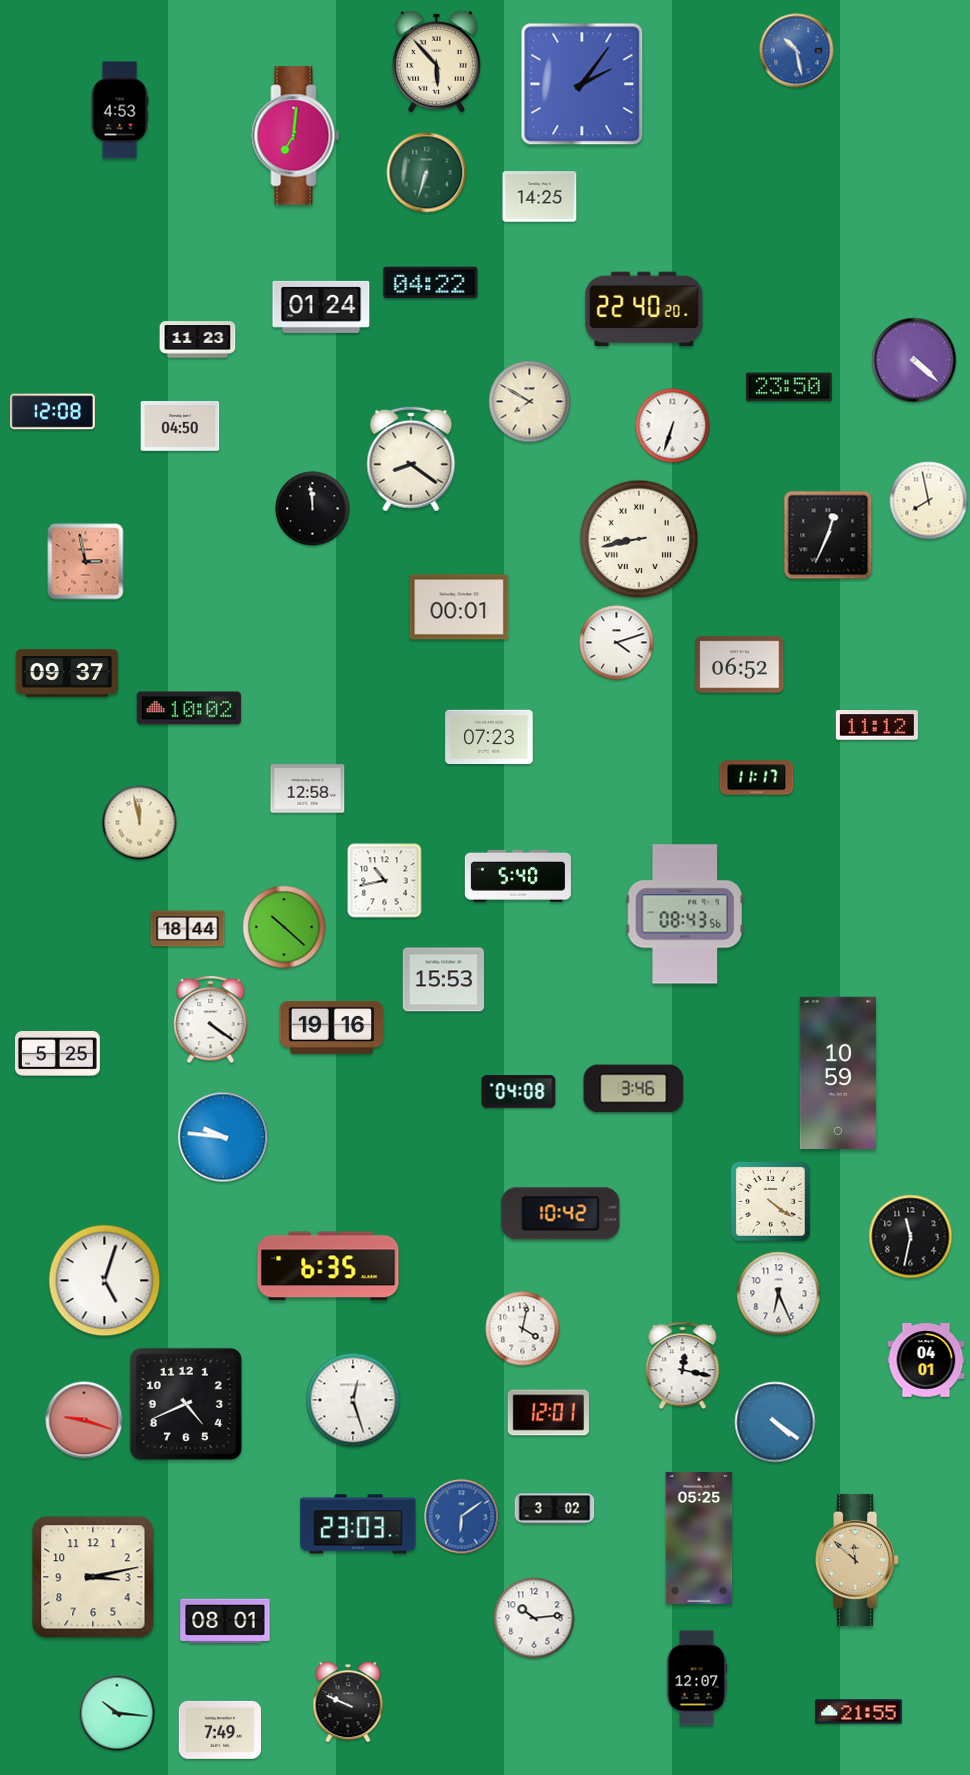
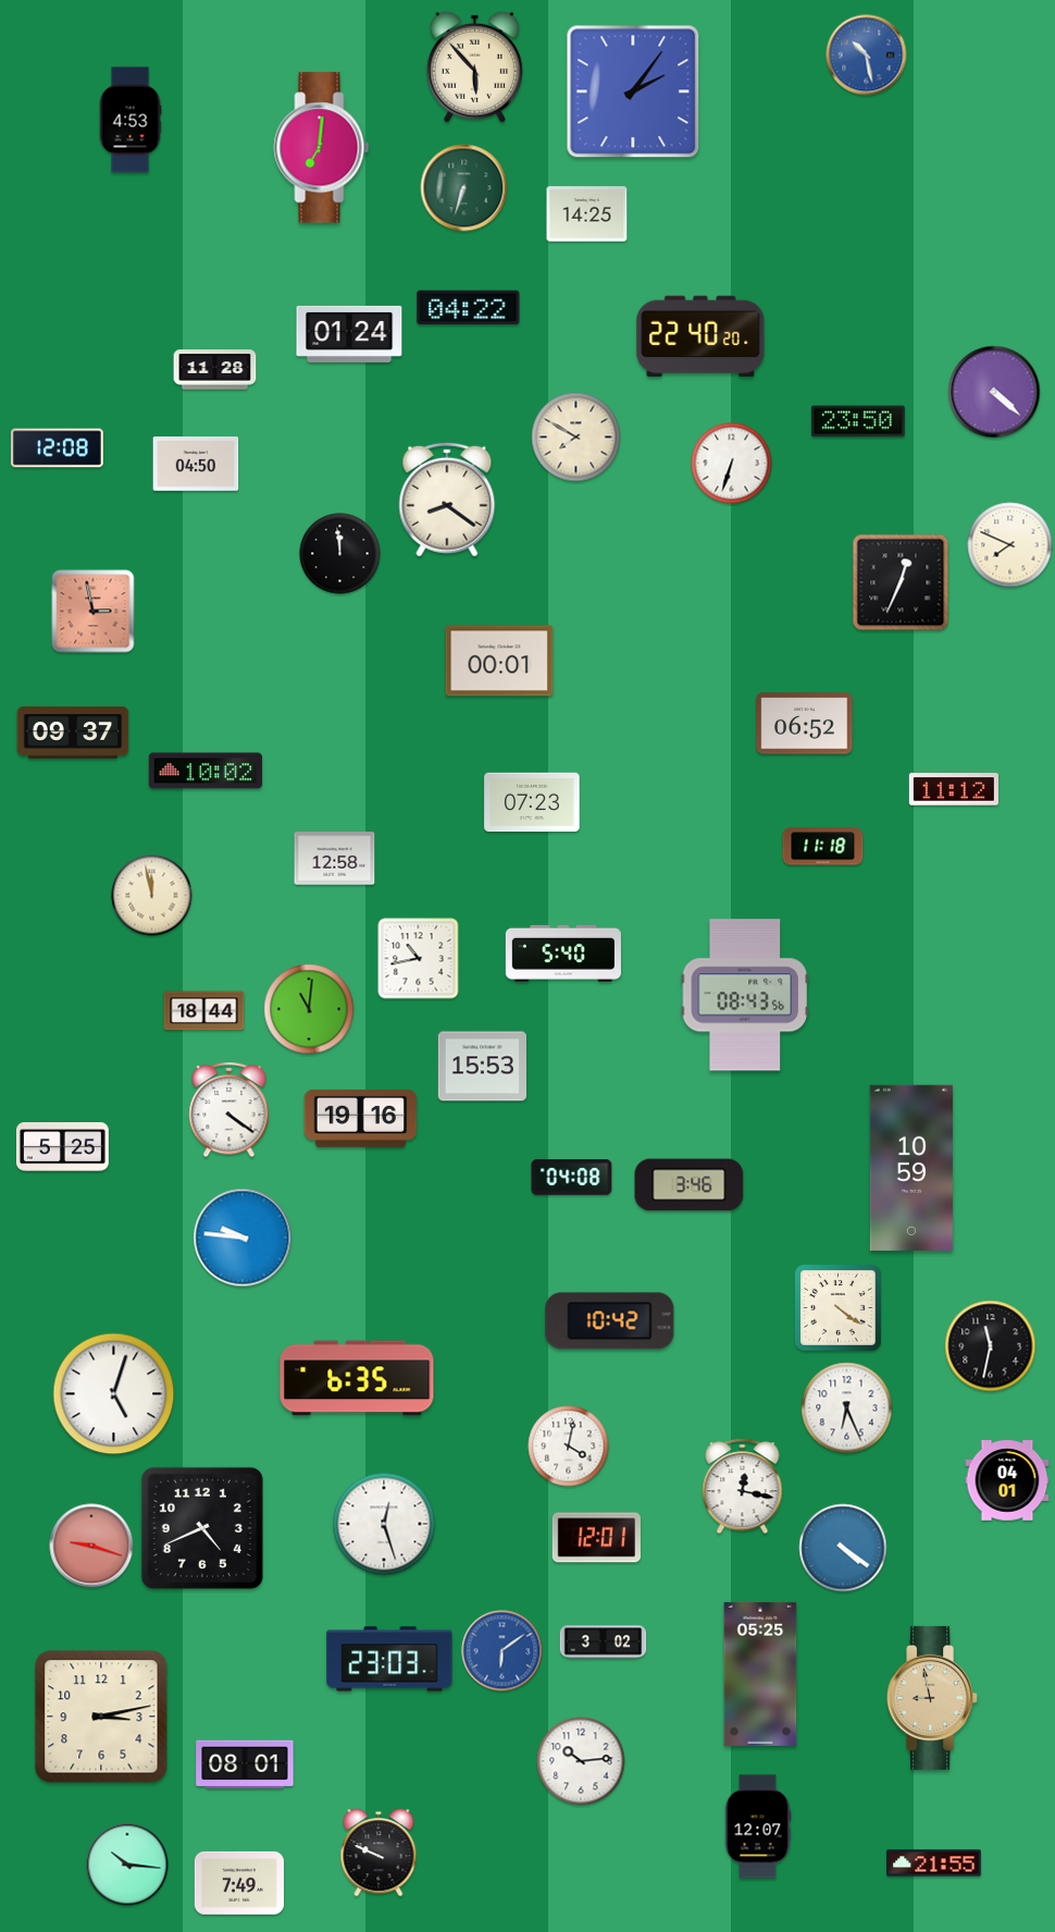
clock at (198, 340): 11:23 -> 11:28
clock at (929, 501): 7:58 -> 7:49
clock at (639, 539): 8:43 -> none
clock at (617, 643): 4:12 -> none
clock at (757, 778): 11:17 -> 11:18
clock at (284, 927): 10:22 -> 11:01
clock at (519, 1092) position: (519, 1092) -> (572, 1178)
clock at (858, 1560): 11:52 -> 8:58
